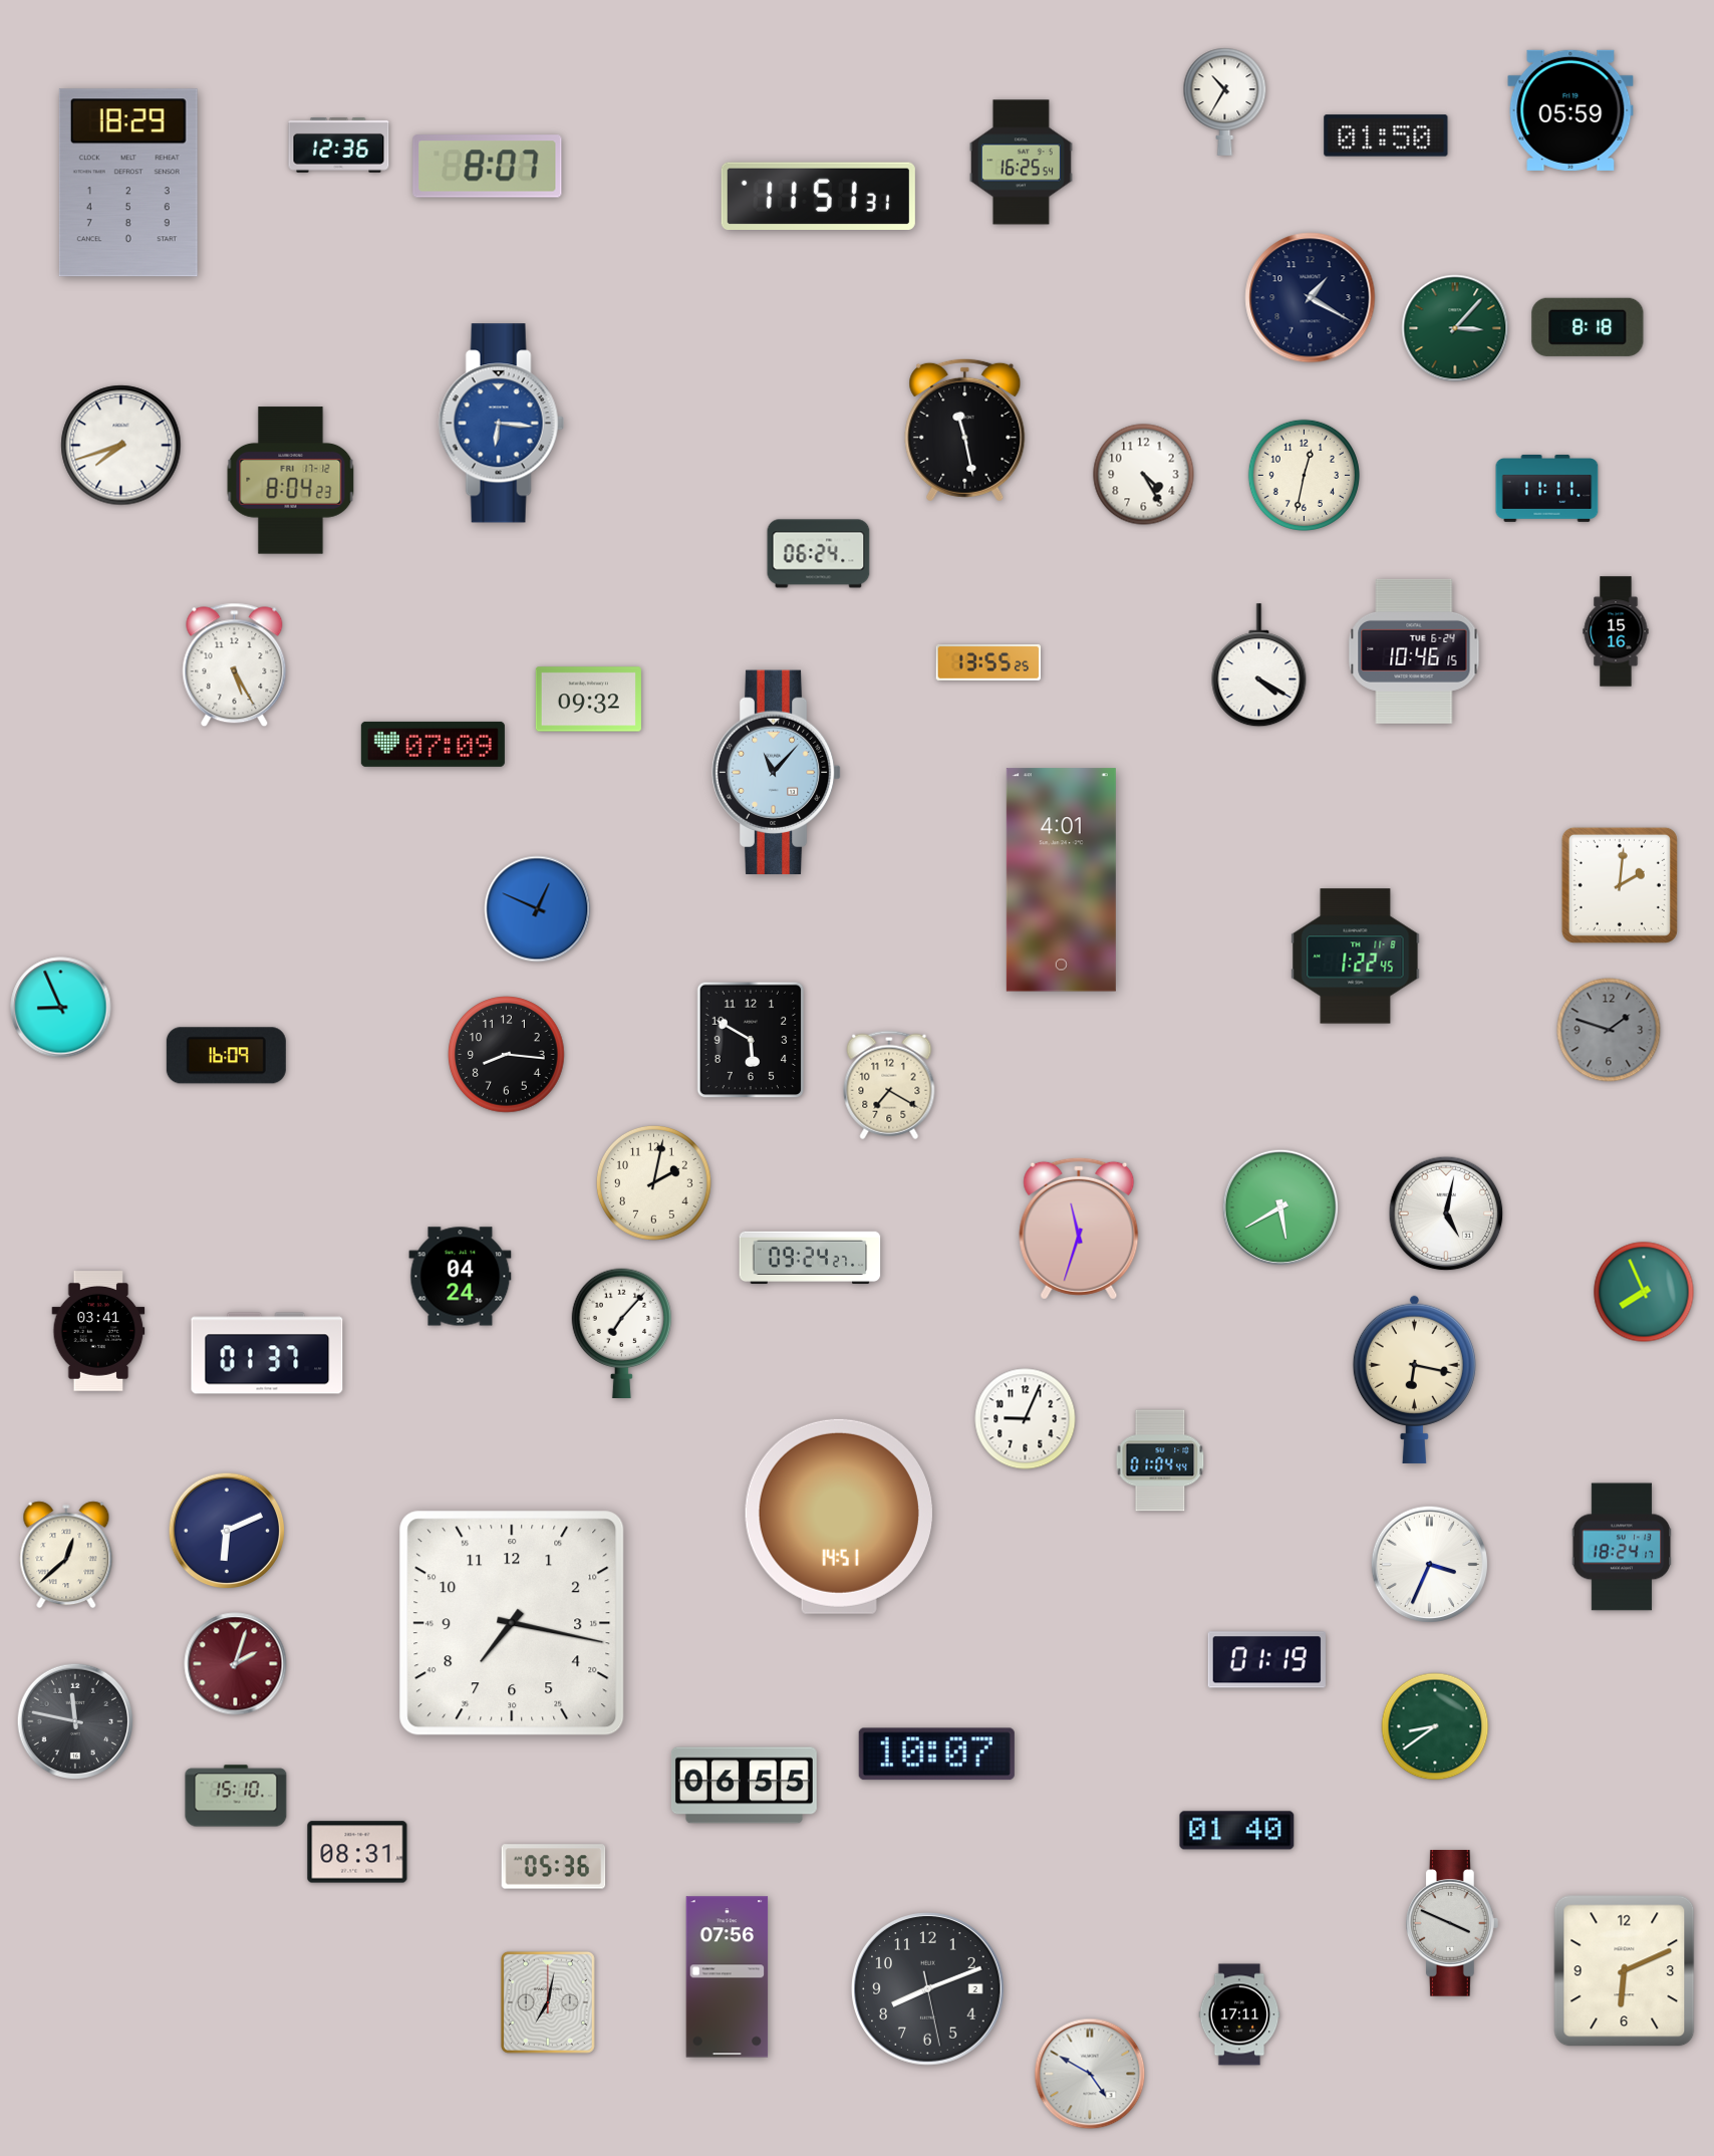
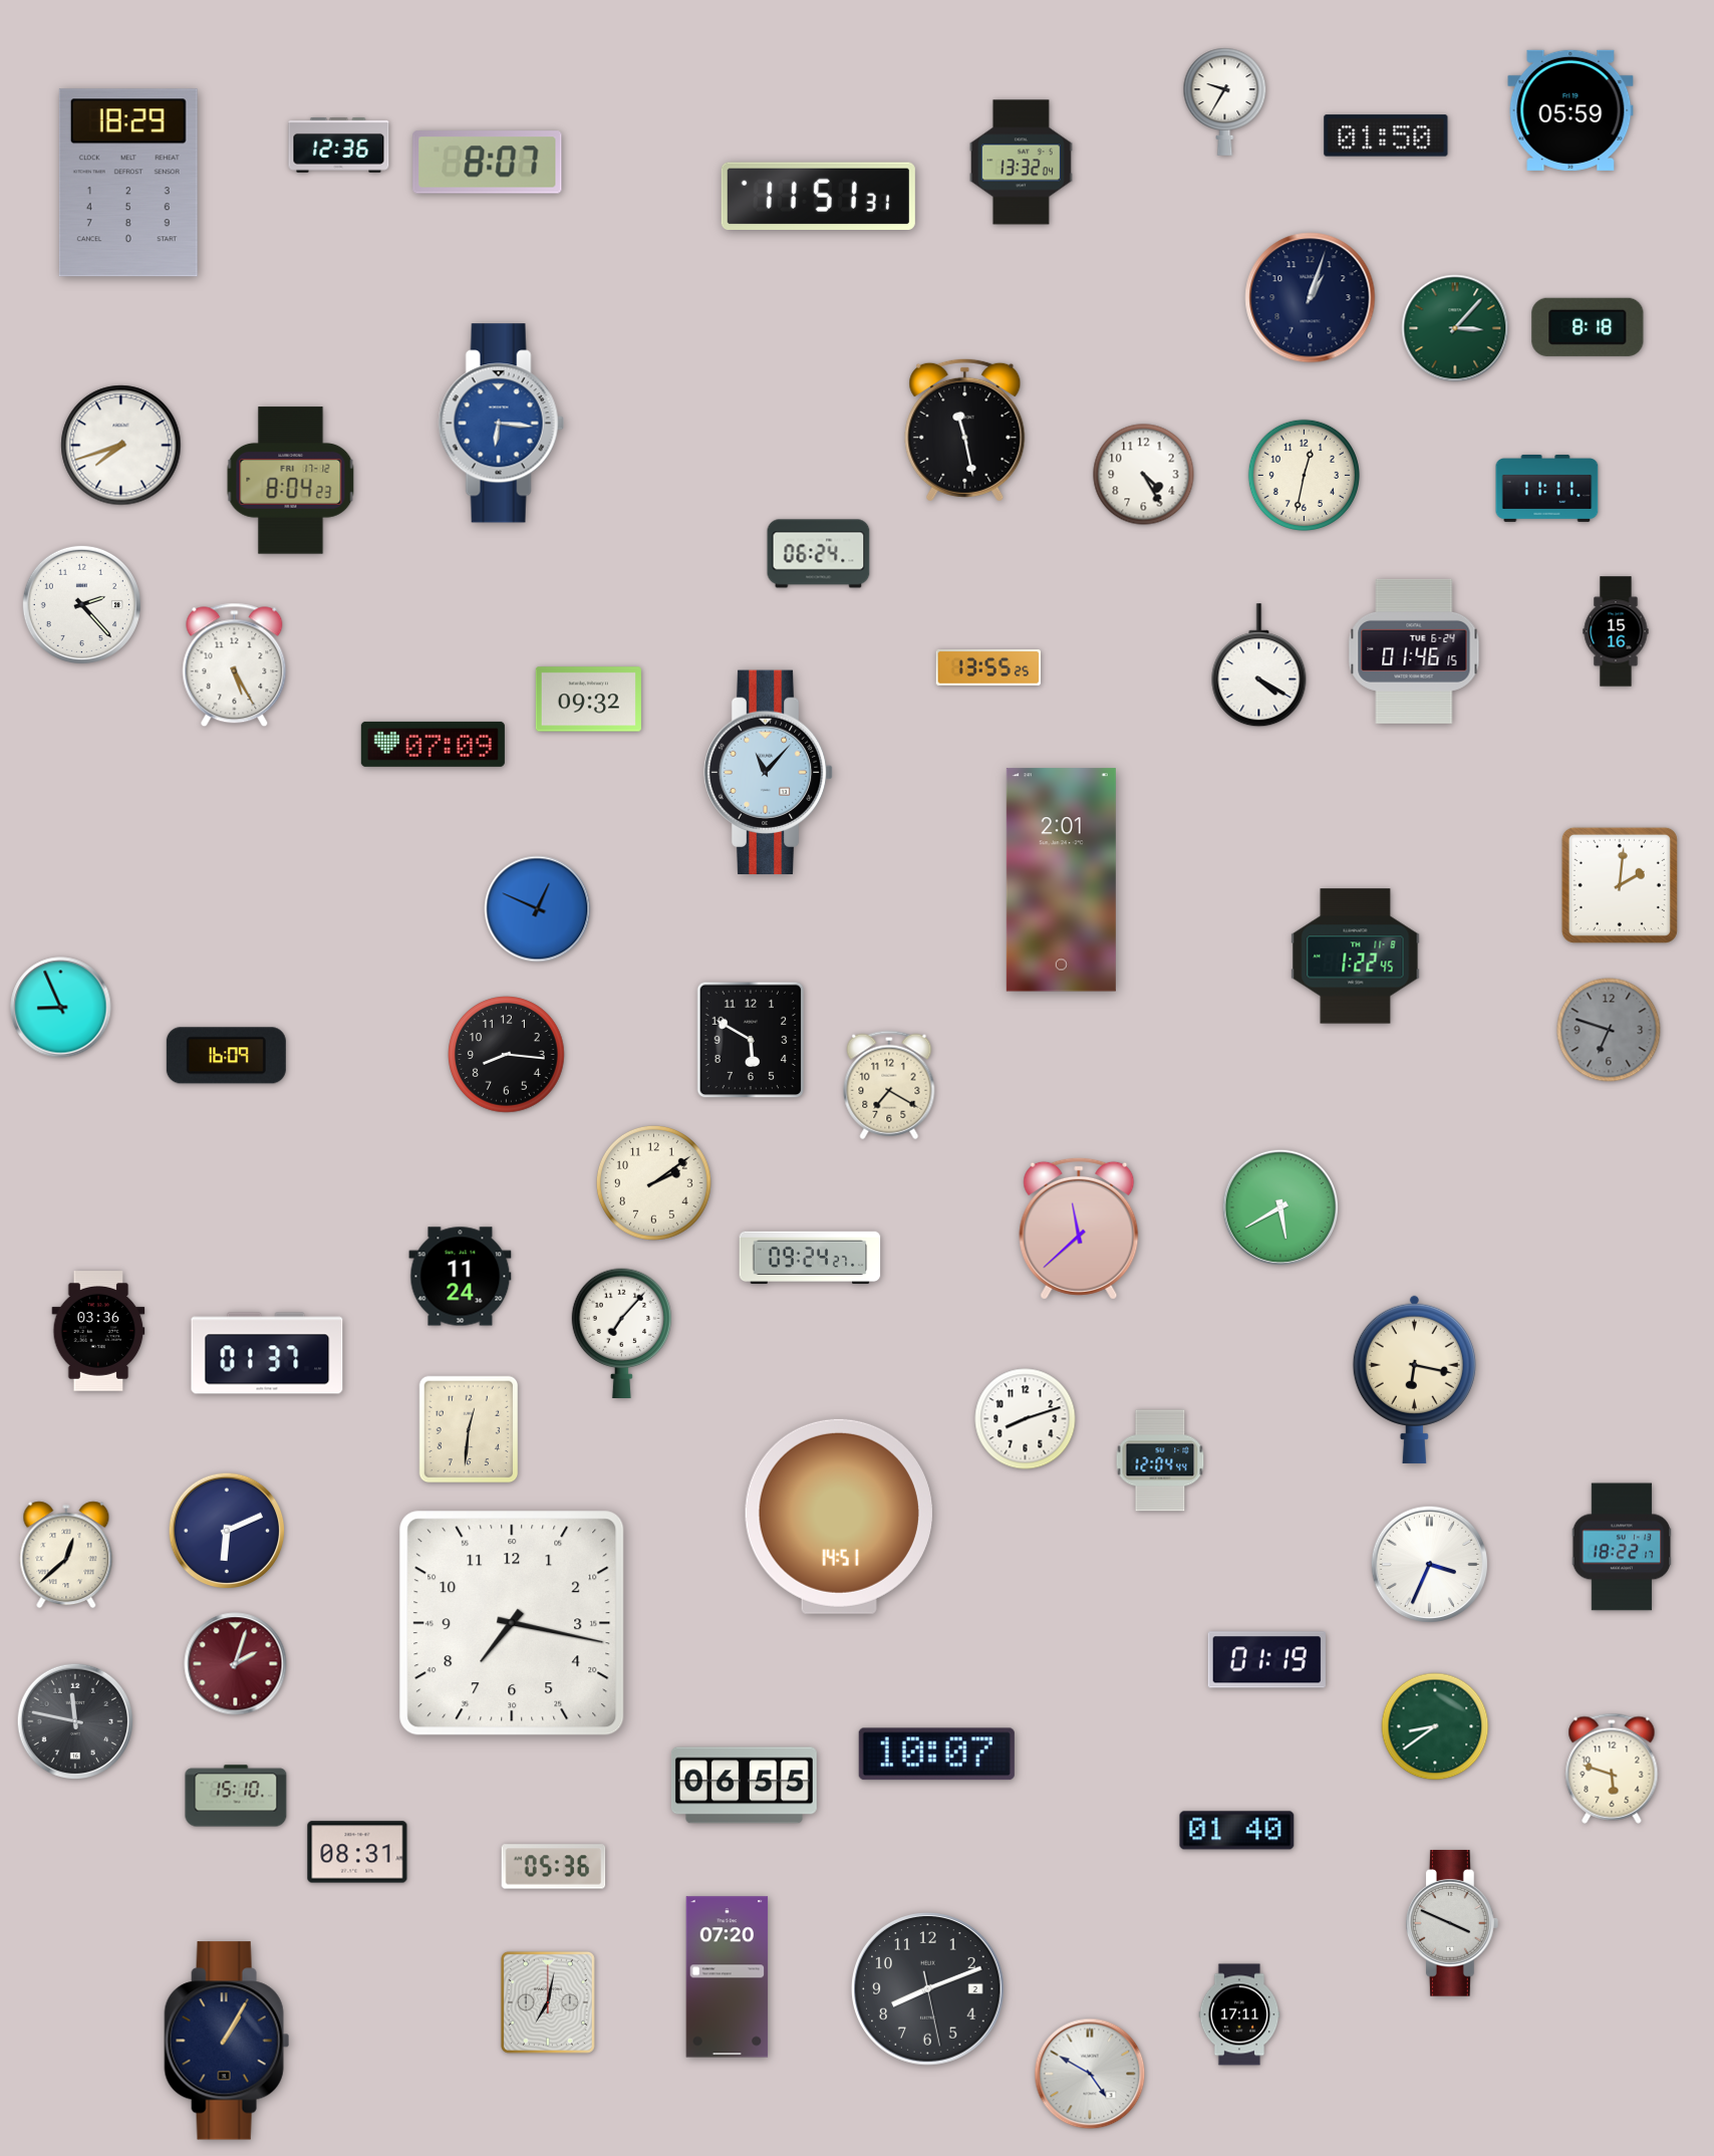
clock at (1225, 101): 10:35 -> 9:35
clock at (1021, 163): 16:25 -> 13:32
clock at (488, 167) position: (488, 167) -> (488, 163)
clock at (1311, 298): 1:20 -> 1:03
clock at (81, 604): none -> 2:23
clock at (1414, 651): 10:46 -> 01:46
clock at (988, 663) position: (988, 663) -> (988, 668)
clock at (777, 772) position: (777, 772) -> (769, 772)
clock at (1061, 880): 4:01 -> 2:01
clock at (1609, 1030): 1:48 -> 6:48
clock at (653, 1182): 2:02 -> 2:09
clock at (1446, 1214): 5:02 -> none
clock at (1079, 1229): 11:33 -> 11:38
clock at (461, 1277): 04:24 -> 11:24
clock at (1644, 1292): 7:56 -> none
clock at (98, 1332): 03:41 -> 03:36
clock at (1026, 1419): 9:04 -> 8:12
clock at (469, 1429): none -> 12:31
clock at (1160, 1460): 01:04 -> 12:04
clock at (1622, 1547): 18:24 -> 18:22
clock at (1612, 1769): none -> 5:48
clock at (1625, 1971): 6:11 -> none
clock at (728, 1977): 07:56 -> 07:20
clock at (227, 2041): none -> 1:05
